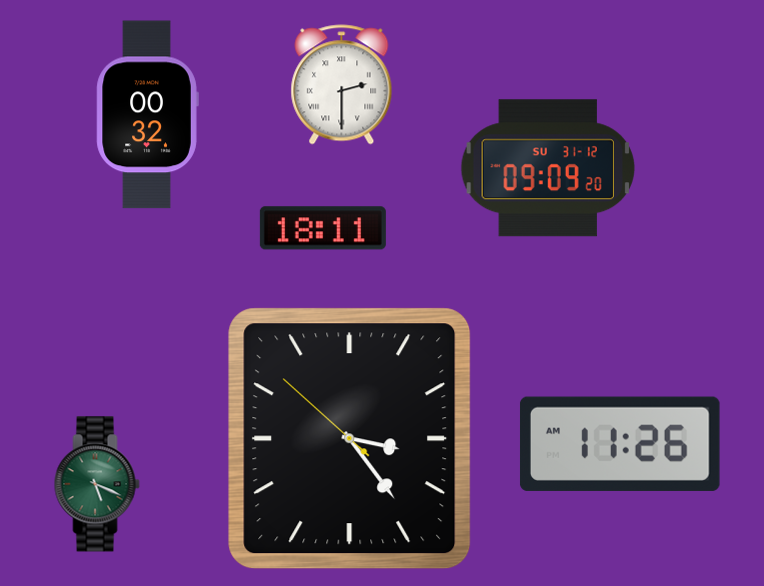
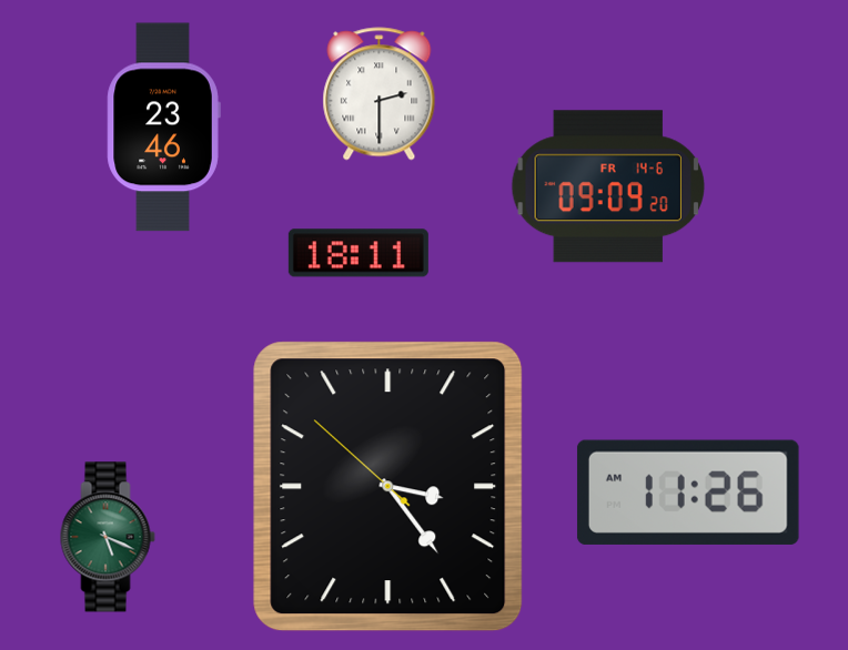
clock at (147, 115): 00:32 -> 23:46
clock at (548, 168) date: SU 31-12 -> FR 14-6
